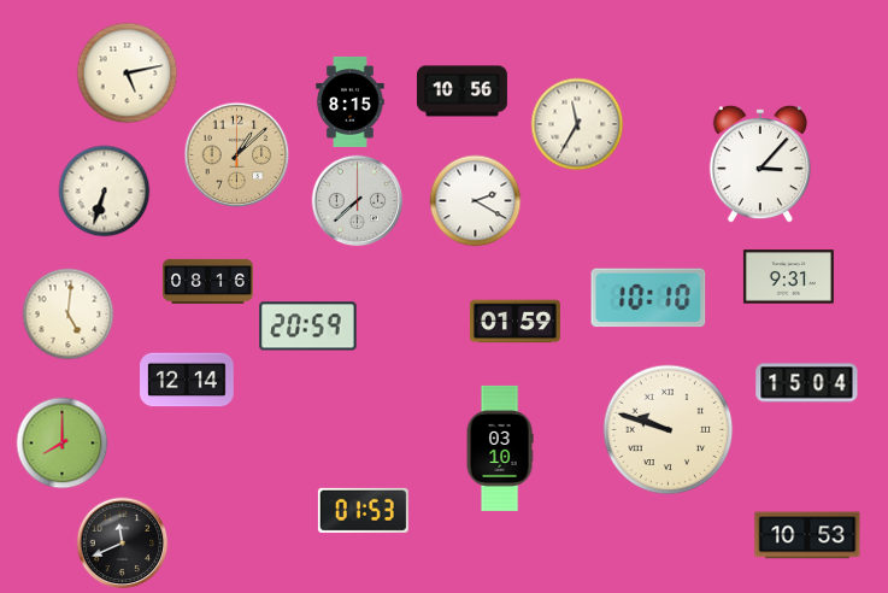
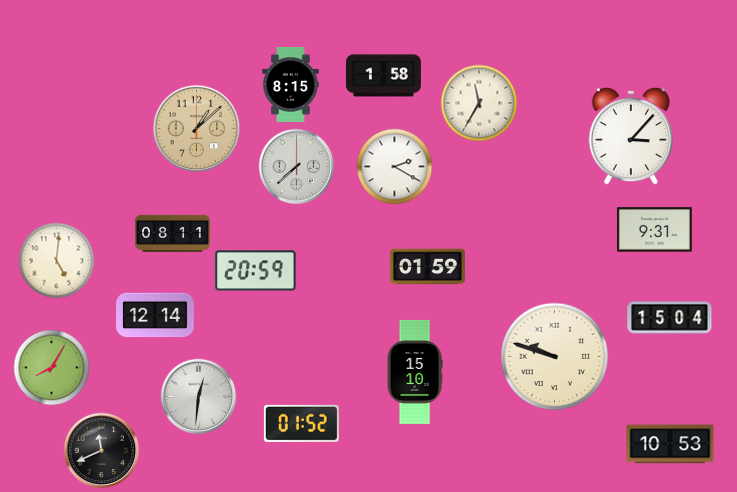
clock at (128, 74): 5:13 -> none
clock at (461, 92): 10:56 -> 1:58
clock at (105, 192): 6:33 -> none
clock at (207, 281): 08:16 -> 08:11
clock at (648, 298): 10:10 -> none
clock at (63, 444): 8:00 -> 8:05
clock at (500, 448): 03:10 -> 15:10
clock at (199, 397): none -> 12:31
clock at (363, 510): 01:53 -> 01:52
